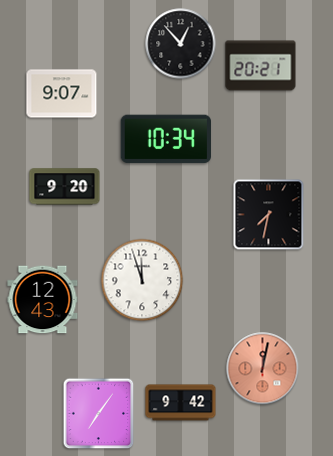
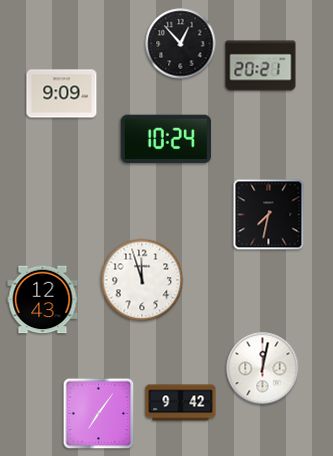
clock at (62, 94): 9:07 -> 9:09
clock at (165, 139): 10:34 -> 10:24
clock at (65, 187): 9:20 -> none
clock at (263, 369) dial: salmon -> white
